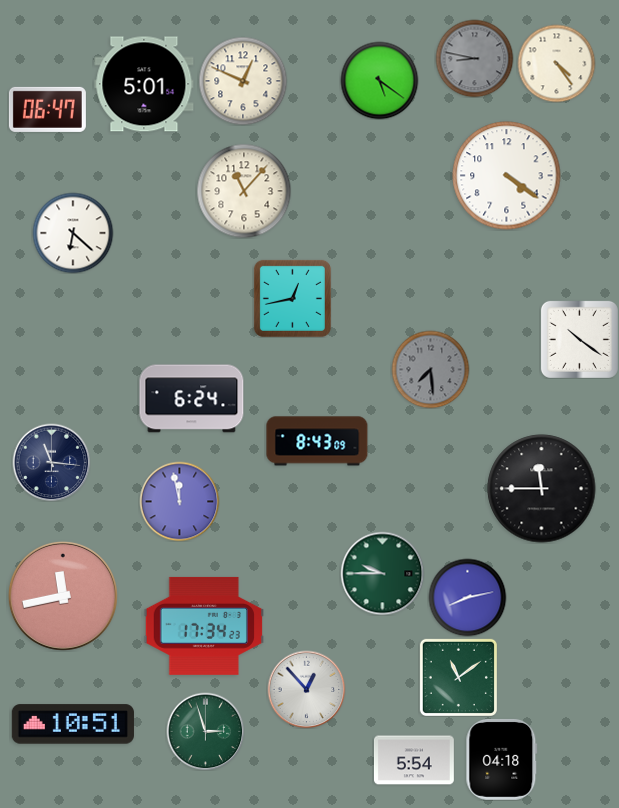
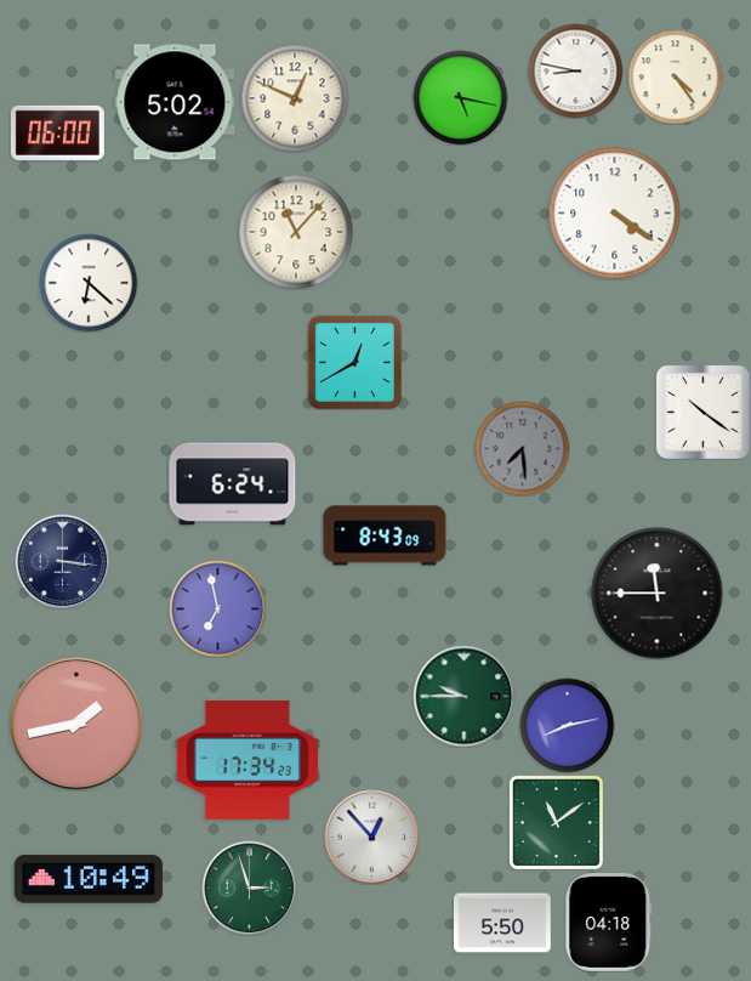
clock at (474, 58) dial: grey -> white
clock at (379, 80): 5:21 -> 5:17
clock at (144, 84): 5:01 -> 5:02
clock at (47, 109): 06:47 -> 06:00
clock at (292, 298): 12:43 -> 12:40
clock at (51, 462): 11:16 -> 3:16
clock at (179, 501): 11:58 -> 6:58
clock at (63, 596): 11:43 -> 1:43
clock at (72, 724): 10:51 -> 10:49
clock at (414, 760): 5:54 -> 5:50
